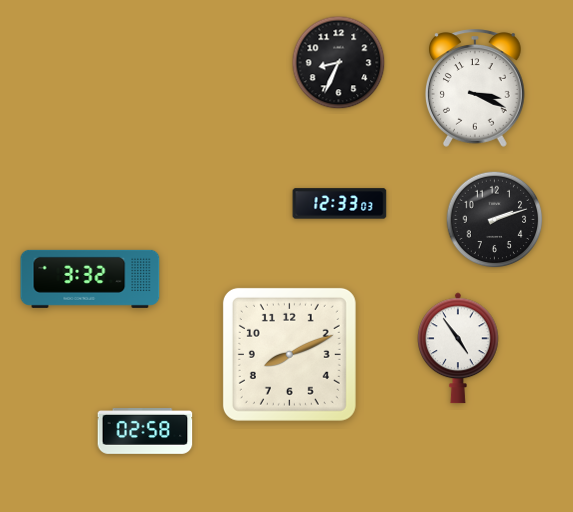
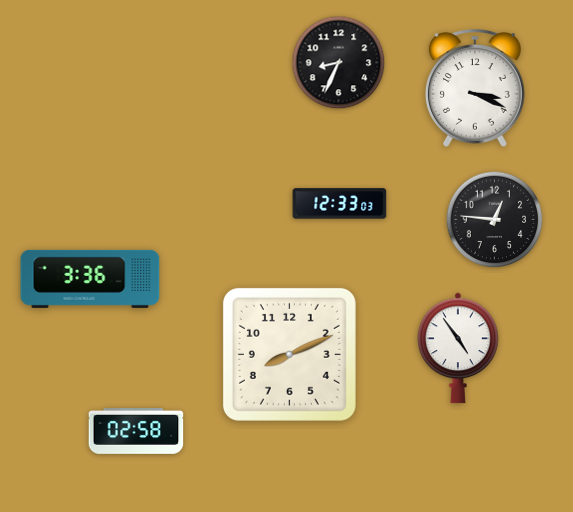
clock at (495, 220): 2:12 -> 12:46
clock at (90, 279): 3:32 -> 3:36
clock at (145, 432) position: (145, 432) -> (136, 432)
